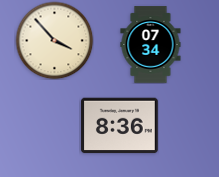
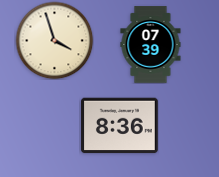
clock at (54, 40): 3:53 -> 3:57
clock at (151, 45): 07:34 -> 07:39
